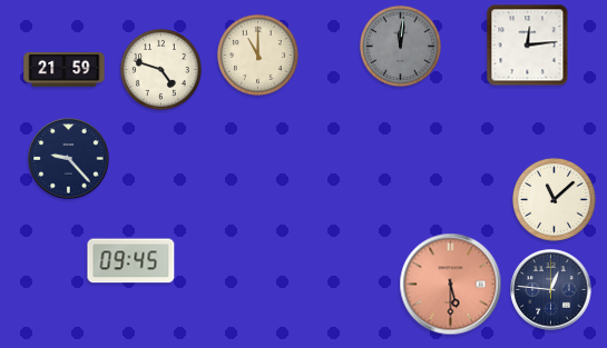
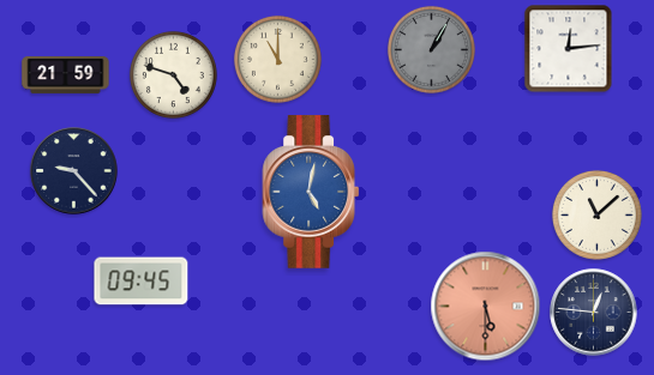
clock at (400, 46): 12:01 -> 1:05
clock at (65, 69) position: (65, 69) -> (66, 74)
clock at (311, 192): none -> 5:02
